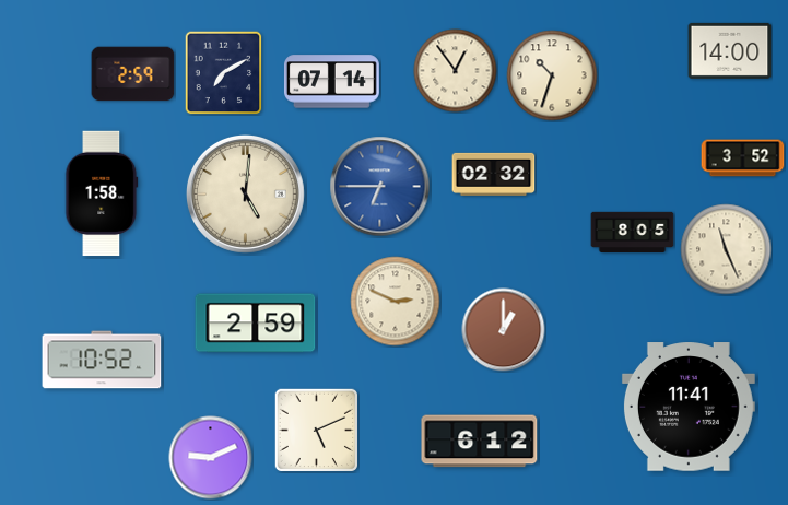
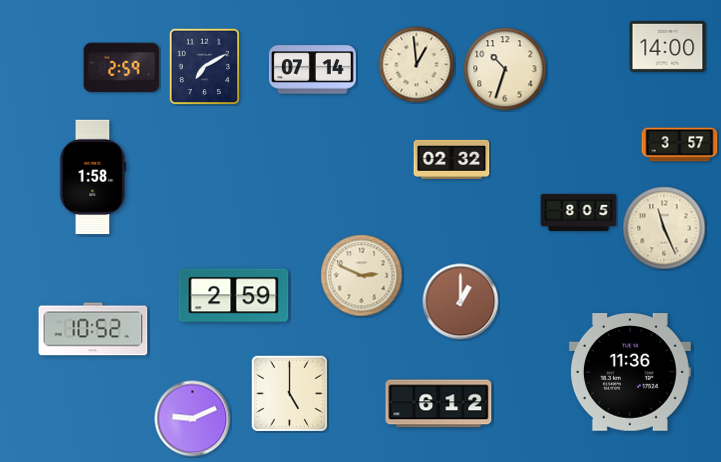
clock at (456, 71): 12:54 -> 12:59
clock at (331, 82) position: (331, 82) -> (312, 70)
clock at (743, 158): 3:52 -> 3:57
clock at (380, 187): 6:45 -> none
clock at (245, 193): 5:01 -> none
clock at (689, 407): 11:41 -> 11:36
clock at (316, 430): 5:11 -> 5:00
